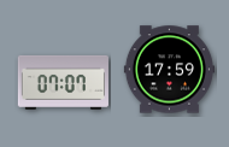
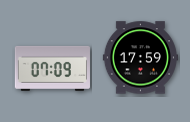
clock at (63, 82): 07:07 -> 07:09
